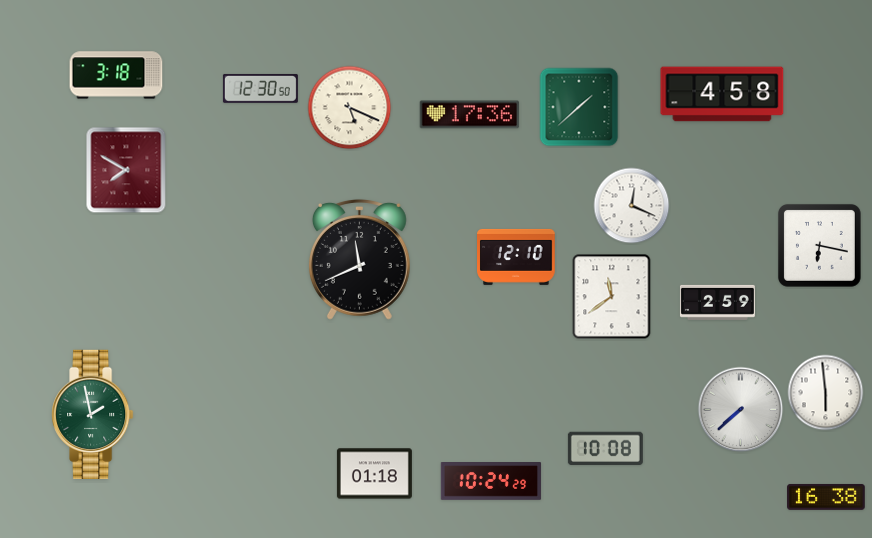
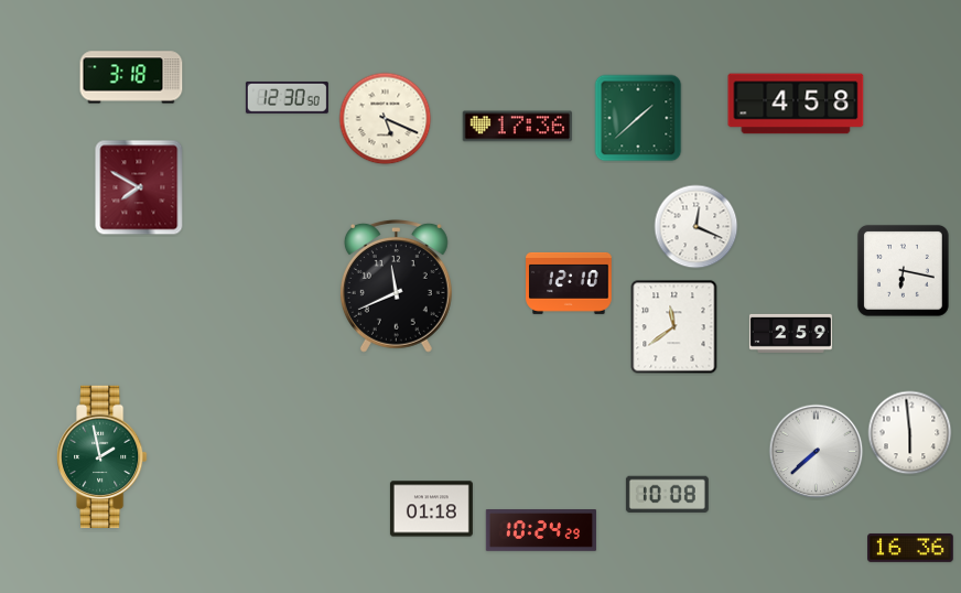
clock at (116, 75) position: (116, 75) -> (131, 77)
clock at (374, 474) position: (374, 474) -> (431, 509)
clock at (826, 497): 16:38 -> 16:36
